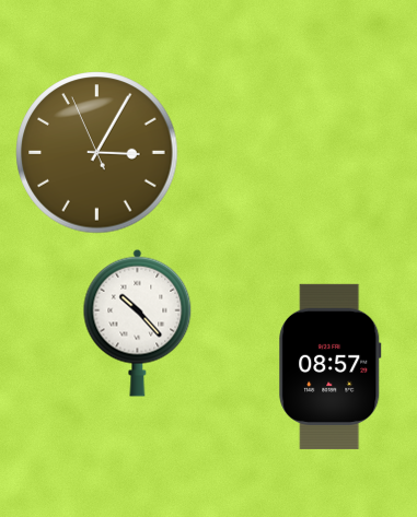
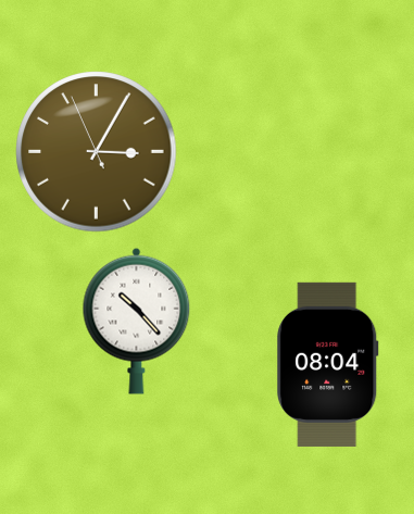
clock at (331, 366): 08:57 -> 08:04
